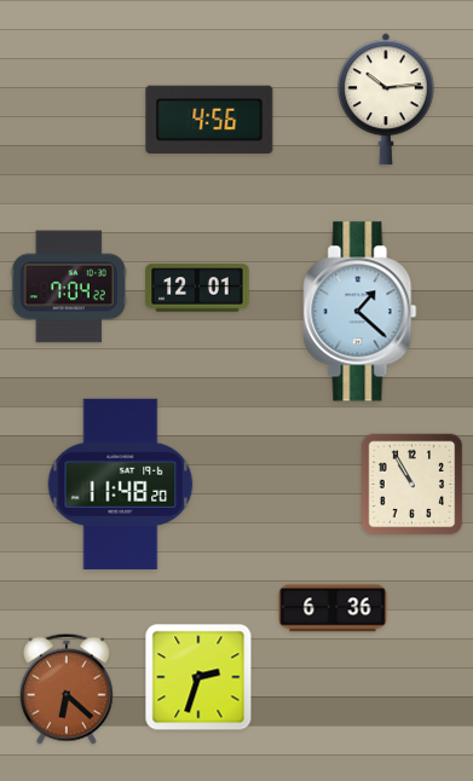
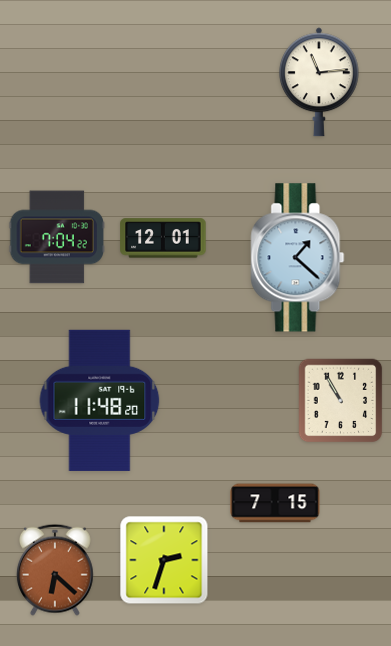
clock at (386, 99): 10:14 -> 11:14
clock at (209, 120): 4:56 -> none
clock at (333, 608): 6:36 -> 7:15
